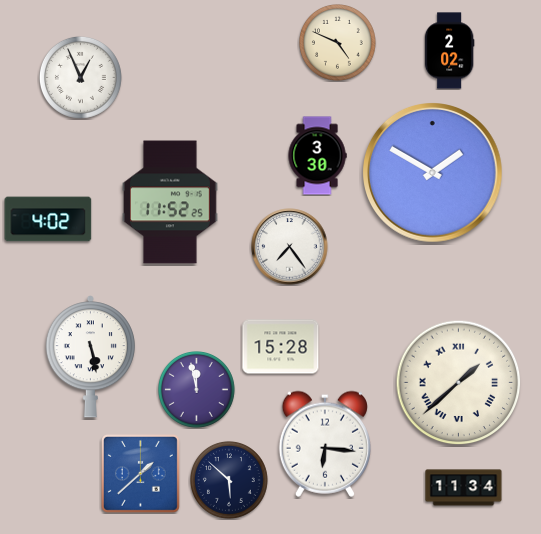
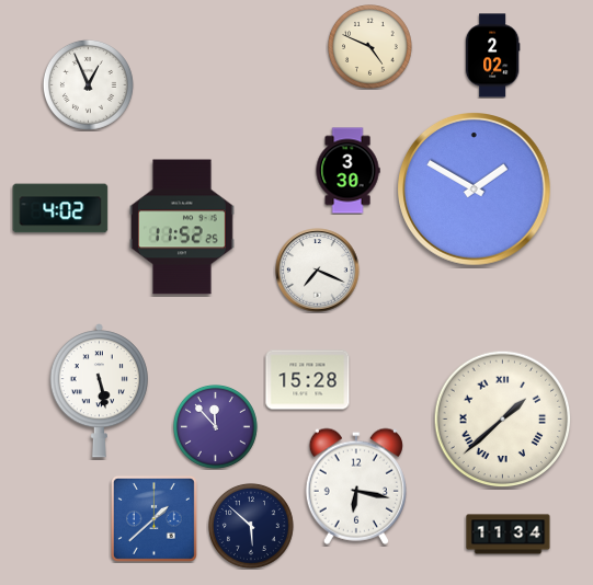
clock at (171, 202) position: (171, 202) -> (183, 227)
clock at (48, 219) position: (48, 219) -> (60, 208)
clock at (290, 247): 7:24 -> 7:19
clock at (197, 390): 11:58 -> 11:53
clock at (325, 444): 6:16 -> 6:17
